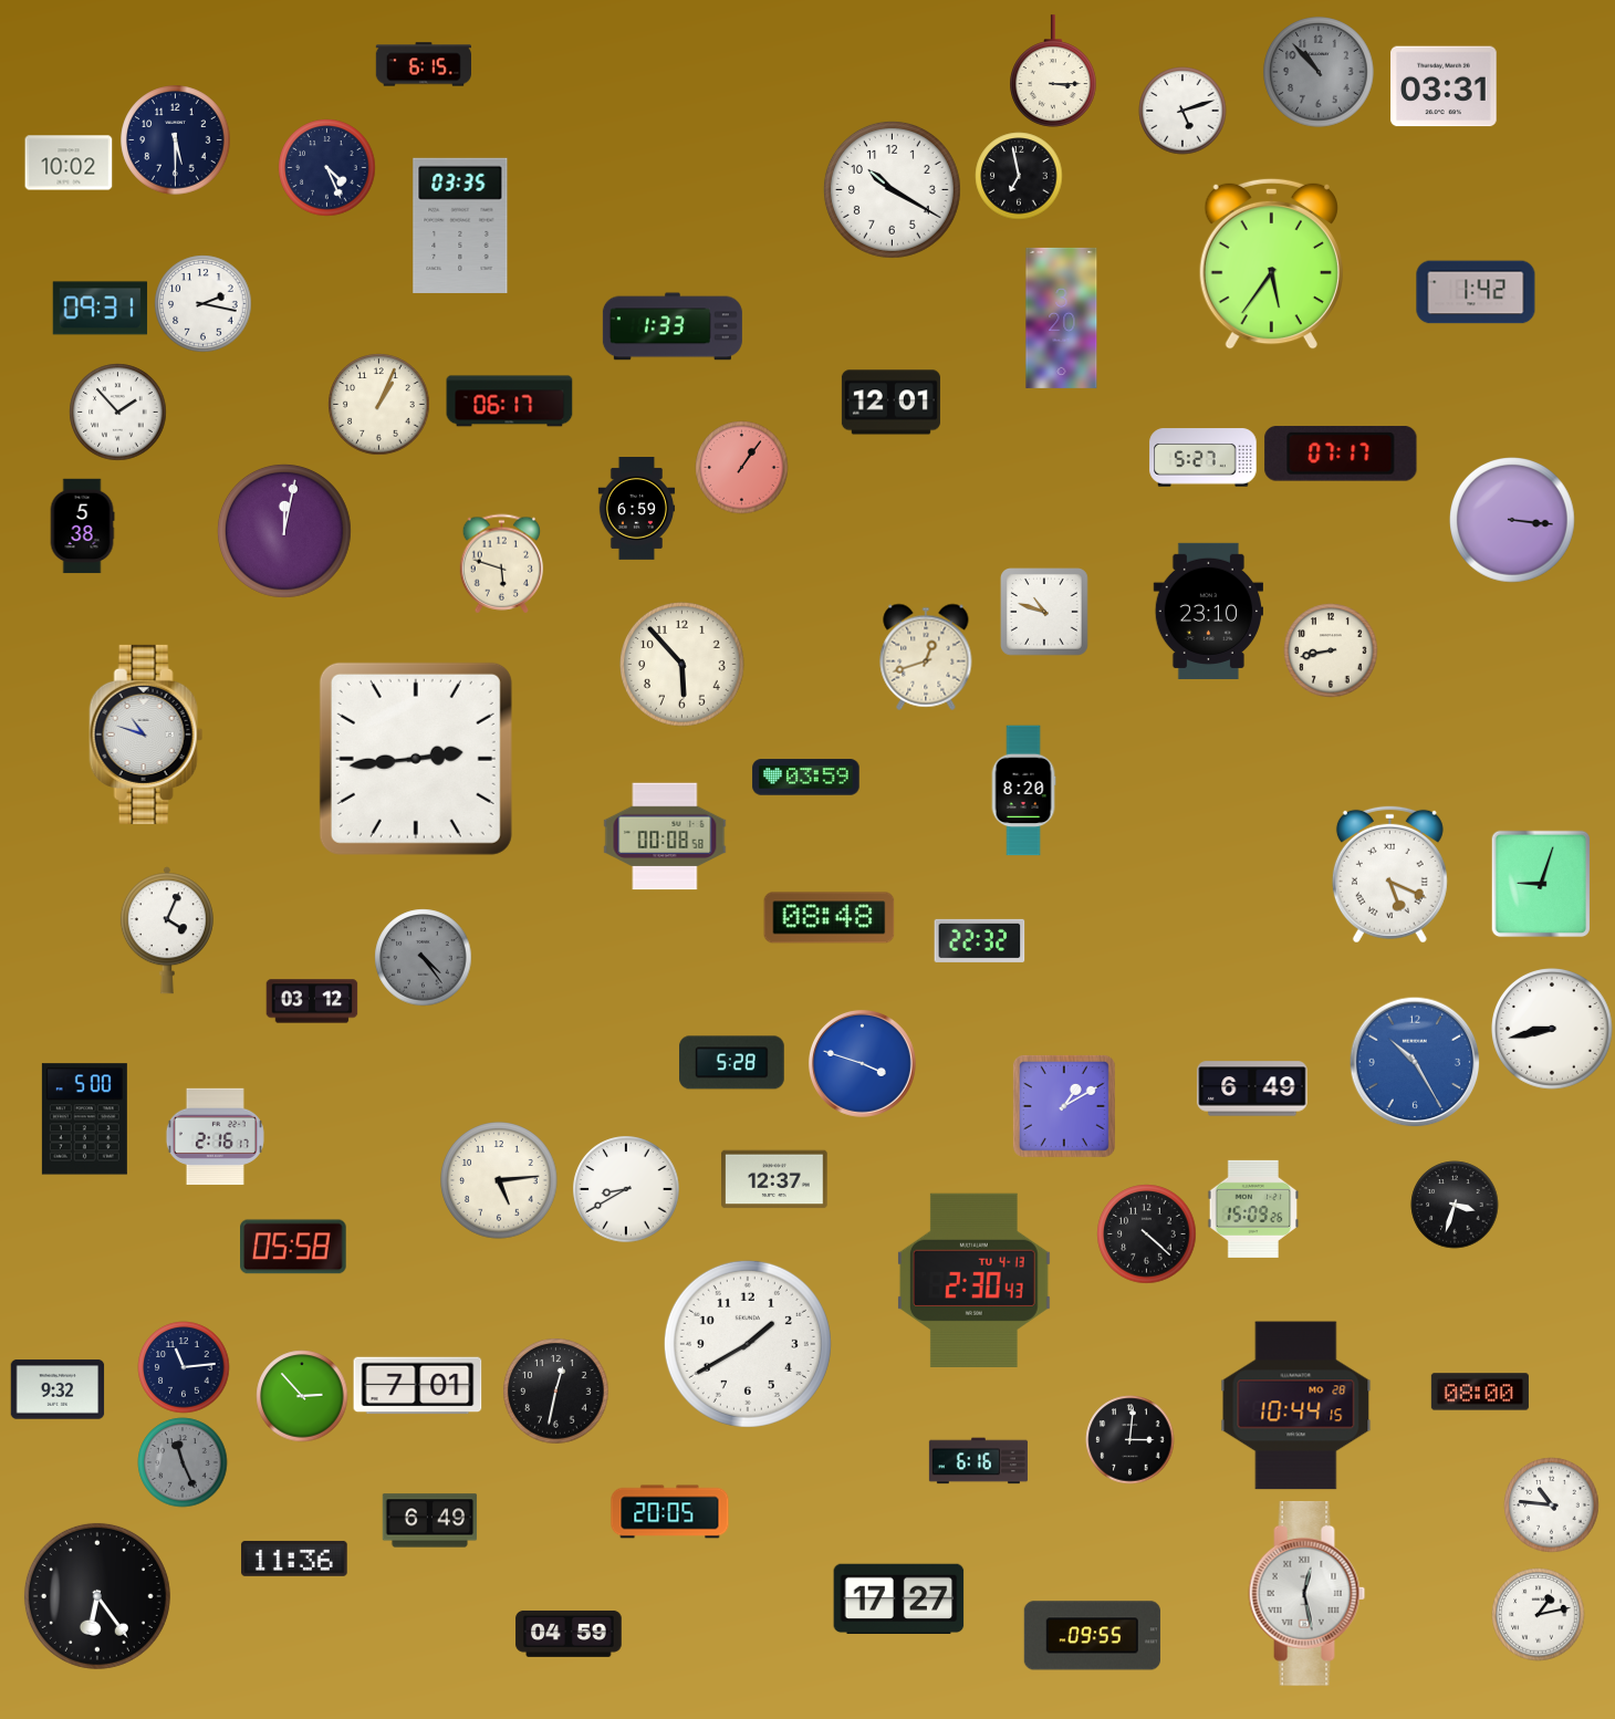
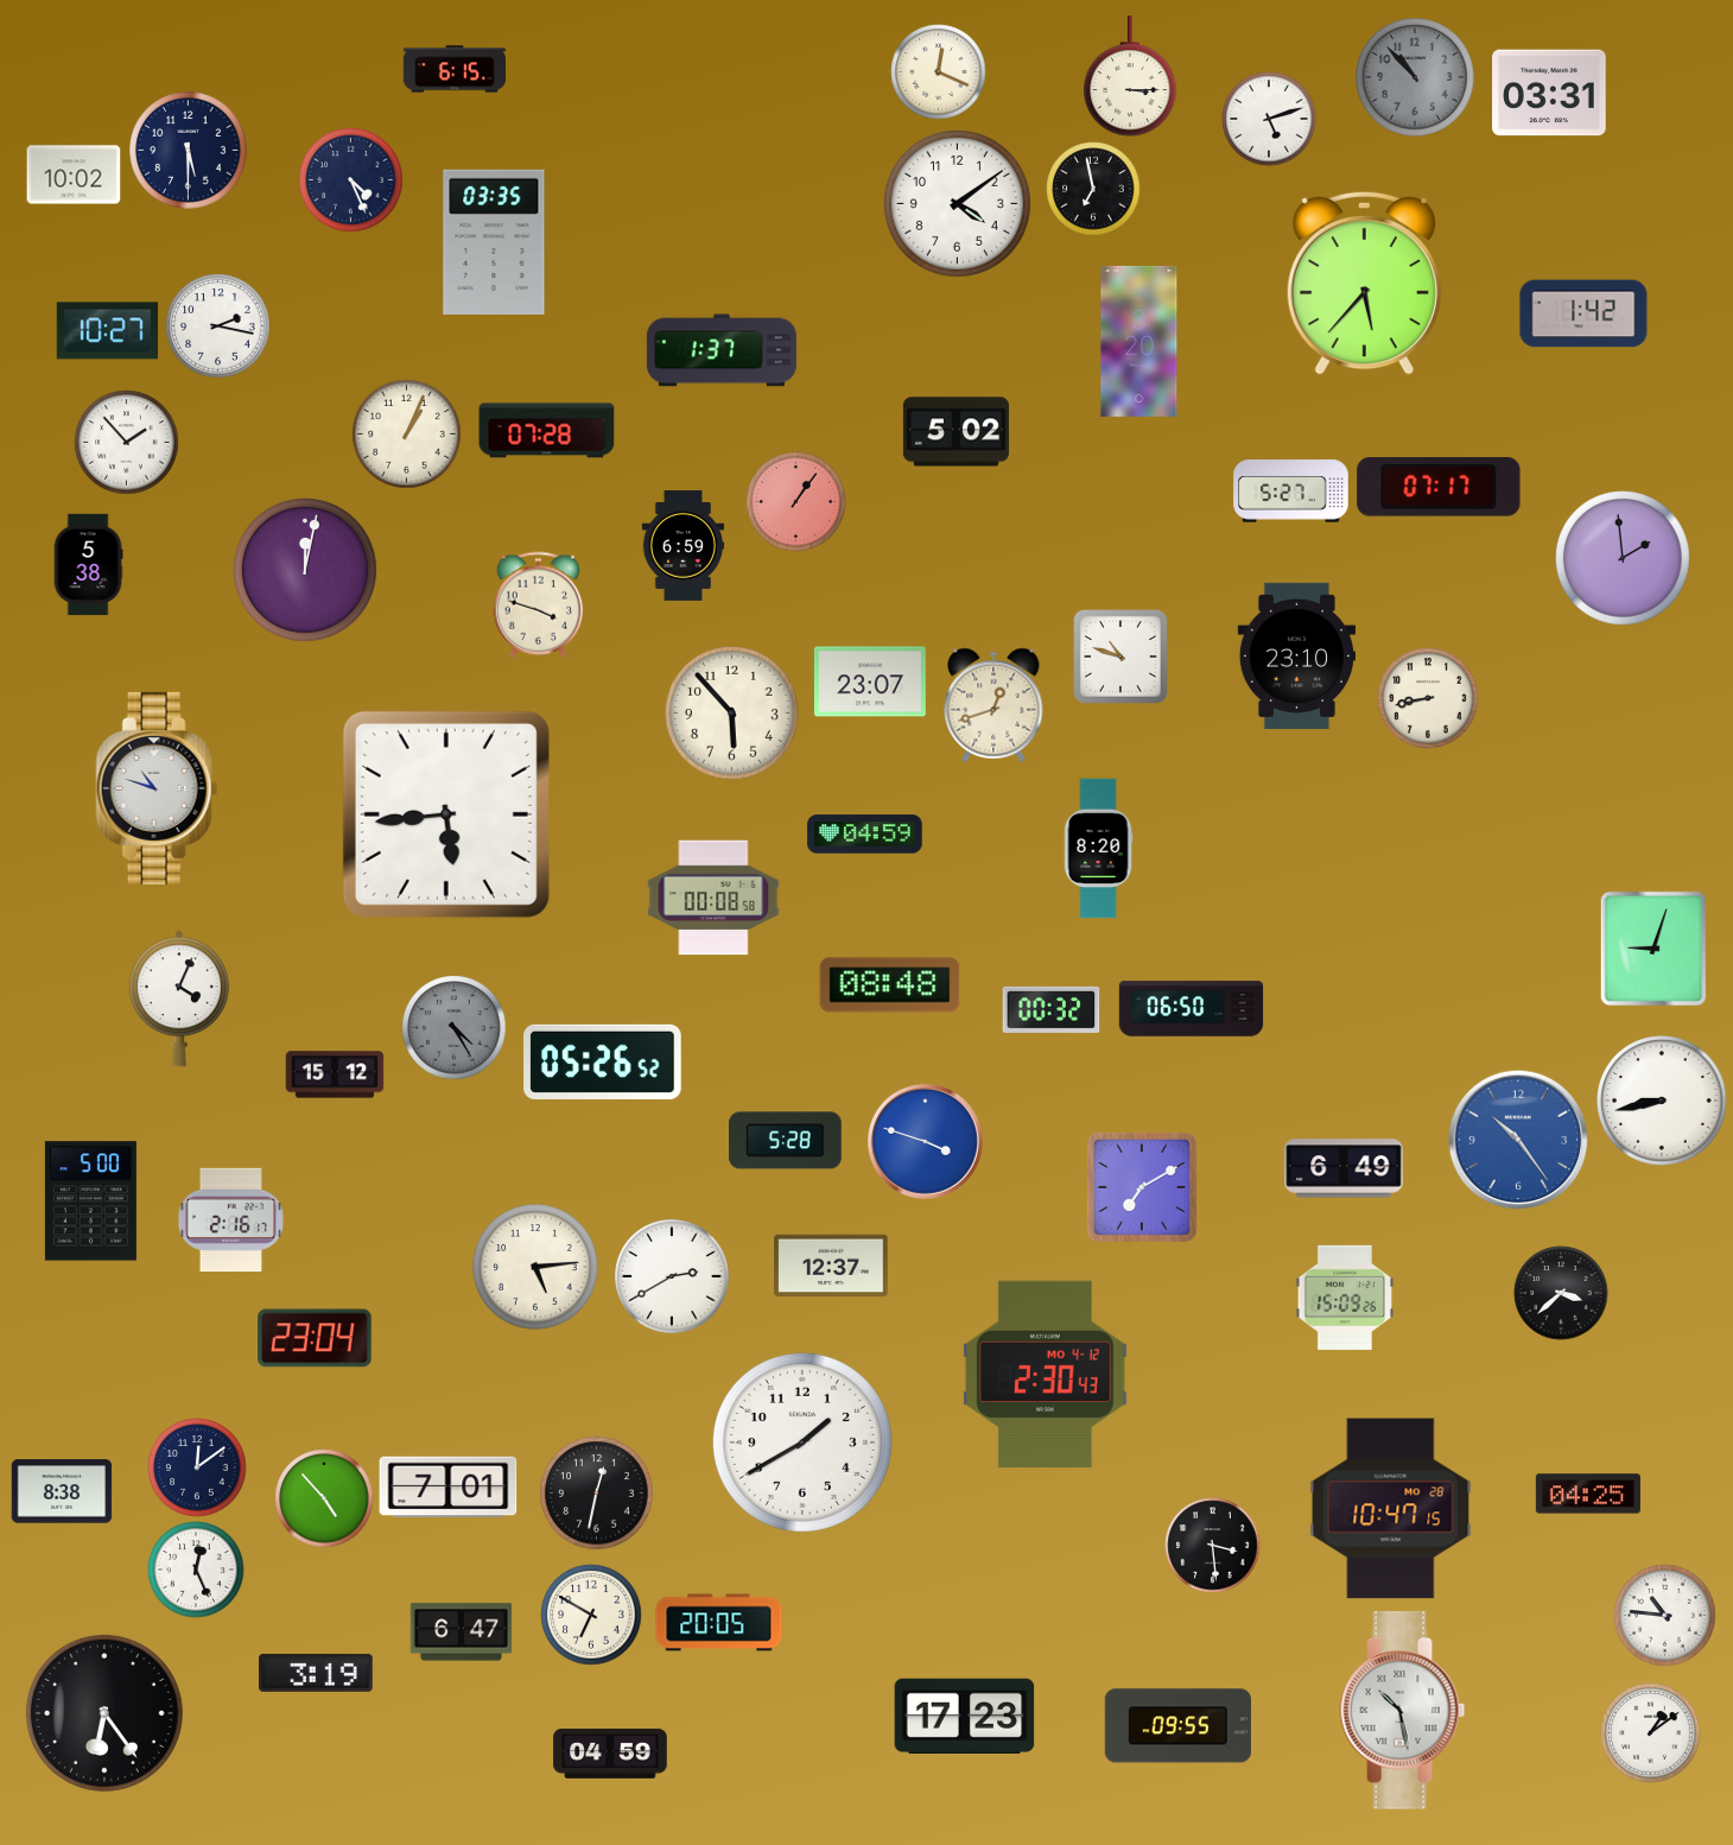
clock at (939, 72): none -> 12:19
clock at (892, 189): 10:20 -> 4:09
clock at (1271, 263): 5:36 -> 5:37
clock at (101, 309): 09:31 -> 10:27
clock at (673, 326): 1:33 -> 1:37
clock at (510, 402): 06:17 -> 07:28
clock at (890, 403): 12:01 -> 5:02
clock at (1513, 521): 3:16 -> 1:59
clock at (502, 564): 5:48 -> 3:48
clock at (870, 681): none -> 23:07
clock at (416, 759): 2:44 -> 5:44
clock at (806, 778): 03:59 -> 04:59
clock at (1389, 874): 5:19 -> none
clock at (980, 940): 22:32 -> 00:32
clock at (1192, 1009): none -> 06:50
clock at (424, 958): 4:24 -> 4:25
clock at (603, 1061): none -> 05:26
clock at (312, 1001): 03:12 -> 15:12
clock at (1552, 1029) position: (1552, 1029) -> (1662, 1101)
clock at (1415, 1062): 10:25 -> 10:24
clock at (1064, 1106): 1:10 -> 7:10
clock at (626, 1189): 8:40 -> 2:40
clock at (1455, 1205): 3:33 -> 3:38
clock at (1147, 1234): 4:22 -> none
clock at (294, 1247): 05:58 -> 23:04
clock at (973, 1280) date: TU 4-13 -> MO 4-12
clock at (184, 1367): 11:14 -> 12:09
clock at (58, 1389): 9:32 -> 8:38
clock at (1480, 1392): 08:00 -> 04:25
clock at (302, 1396): 2:53 -> 4:53
clock at (1296, 1406): 10:44 -> 10:47
clock at (1130, 1440): 3:01 -> 3:29
clock at (978, 1461): 6:16 -> none
clock at (183, 1462): 11:26 -> 12:26
clock at (183, 1462) dial: grey -> white
clock at (591, 1615): none -> 6:50
clock at (430, 1521): 6:49 -> 6:47
clock at (294, 1559): 11:36 -> 3:19
clock at (1307, 1593): 12:28 -> 10:28
clock at (899, 1598): 17:27 -> 17:23
clock at (1539, 1615): 1:13 -> 1:09
clock at (1092, 1636) position: (1092, 1636) -> (1177, 1726)
